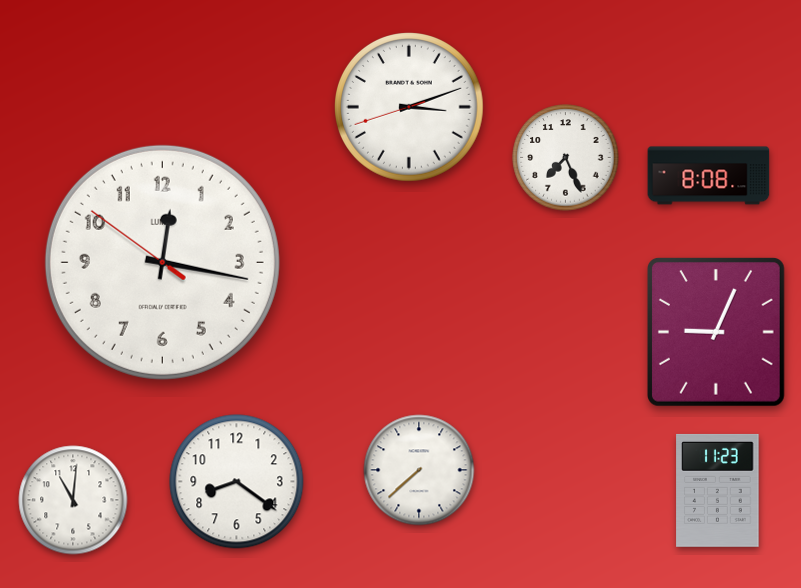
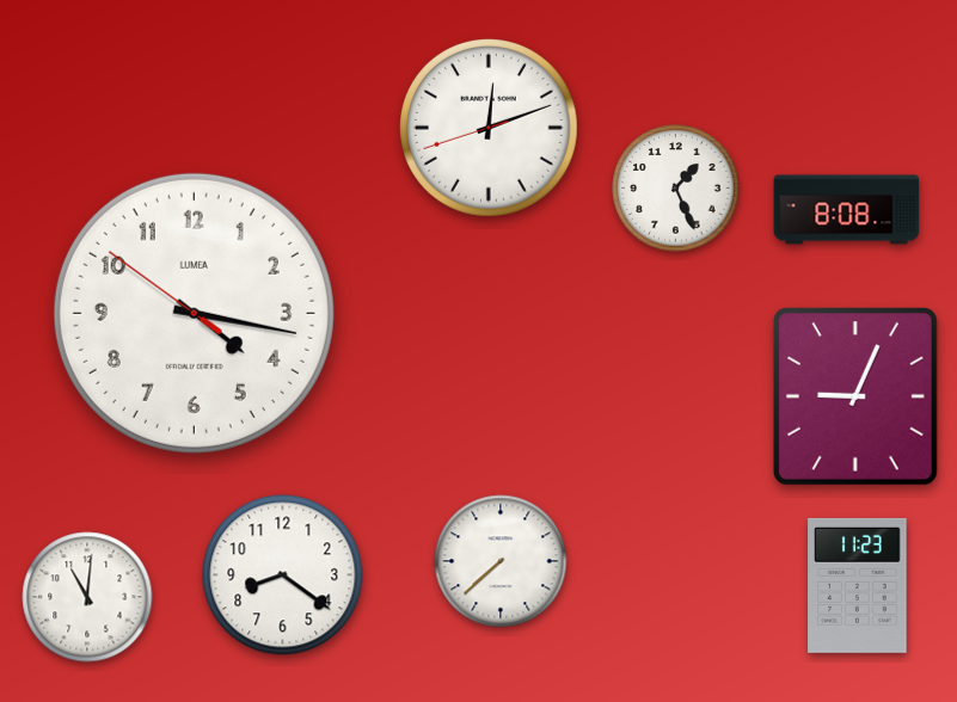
clock at (410, 108): 3:11 -> 12:11
clock at (566, 158): 7:26 -> 1:26
clock at (162, 262): 12:16 -> 4:16
